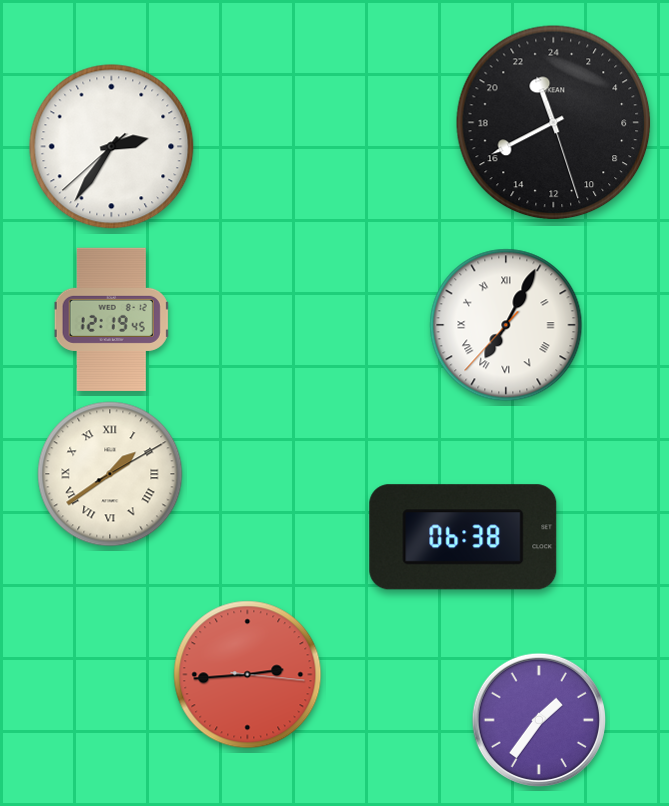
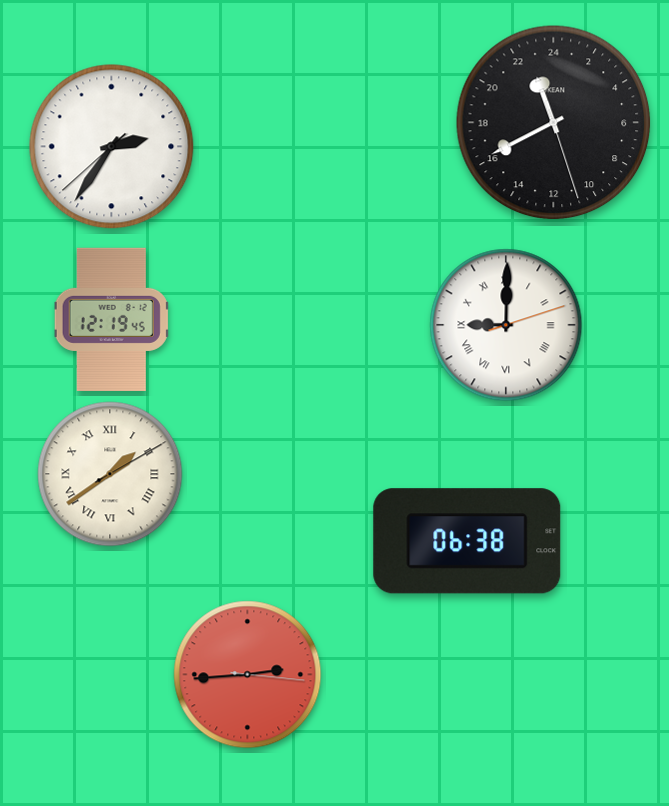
clock at (506, 325): 7:04 -> 9:00
clock at (463, 537) position: (463, 537) -> (467, 541)
clock at (538, 719): 1:36 -> none
